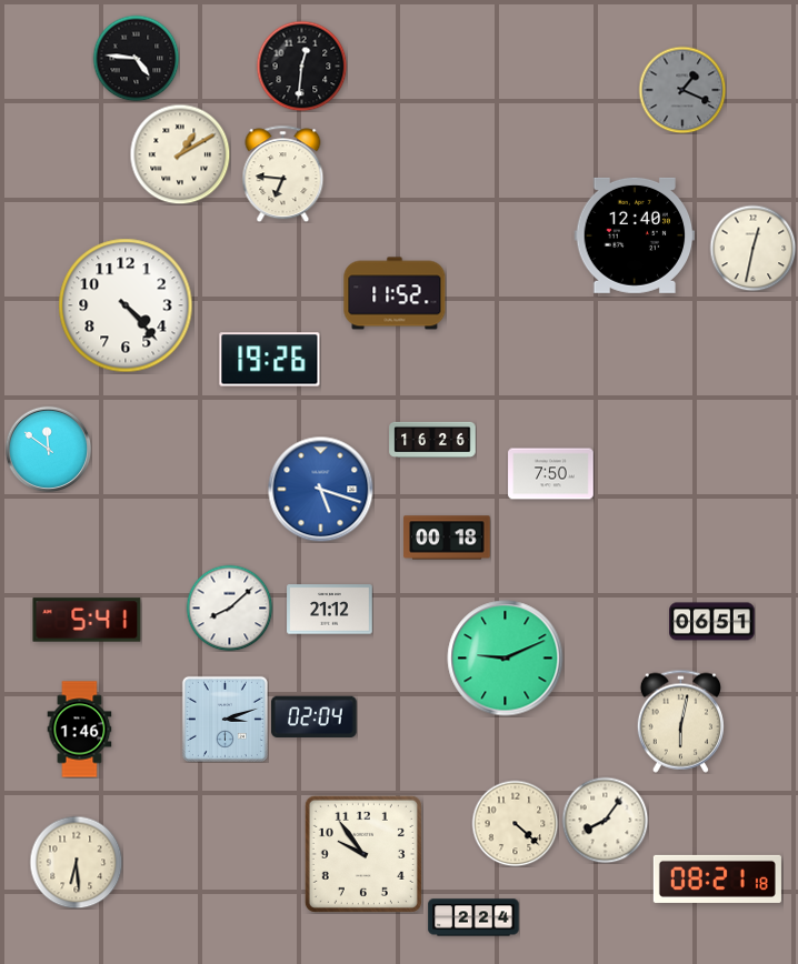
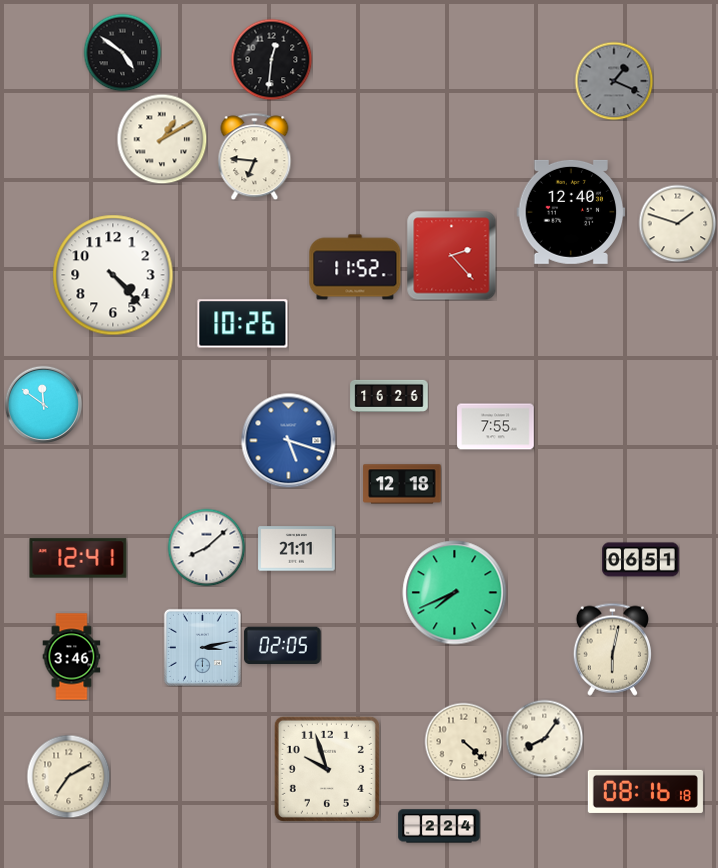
clock at (136, 58): 4:46 -> 4:51
clock at (752, 248): 12:32 -> 1:48
clock at (452, 256): none -> 2:23
clock at (395, 293) position: (395, 293) -> (355, 267)
clock at (270, 360): 19:26 -> 10:26
clock at (551, 474): 7:50 -> 7:55
clock at (447, 538): 00:18 -> 12:18
clock at (330, 610): 21:12 -> 21:11
clock at (87, 620): 5:41 -> 12:41
clock at (506, 659): 9:11 -> 7:41
clock at (315, 717): 02:04 -> 02:05
clock at (225, 719): 3:12 -> 3:13
clock at (80, 730): 1:46 -> 3:46
clock at (363, 854): 9:54 -> 9:57
clock at (76, 862): 6:29 -> 7:10
clock at (717, 878): 08:21 -> 08:16
clock at (473, 917) position: (473, 917) -> (439, 826)
